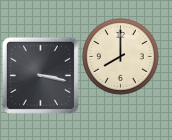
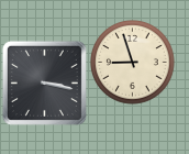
clock at (121, 57): 8:00 -> 8:57
